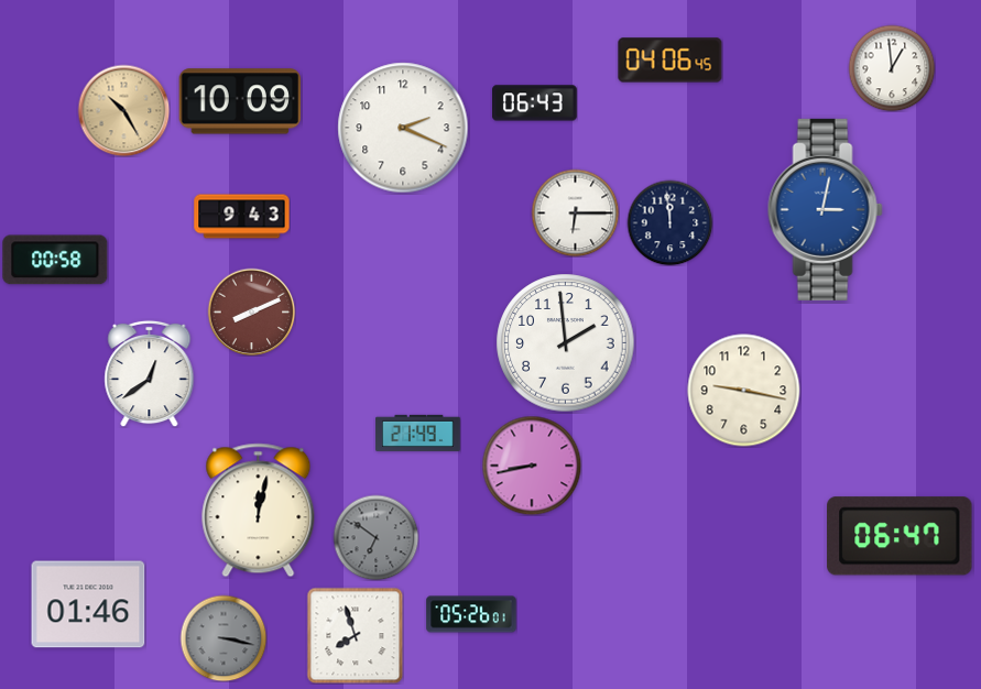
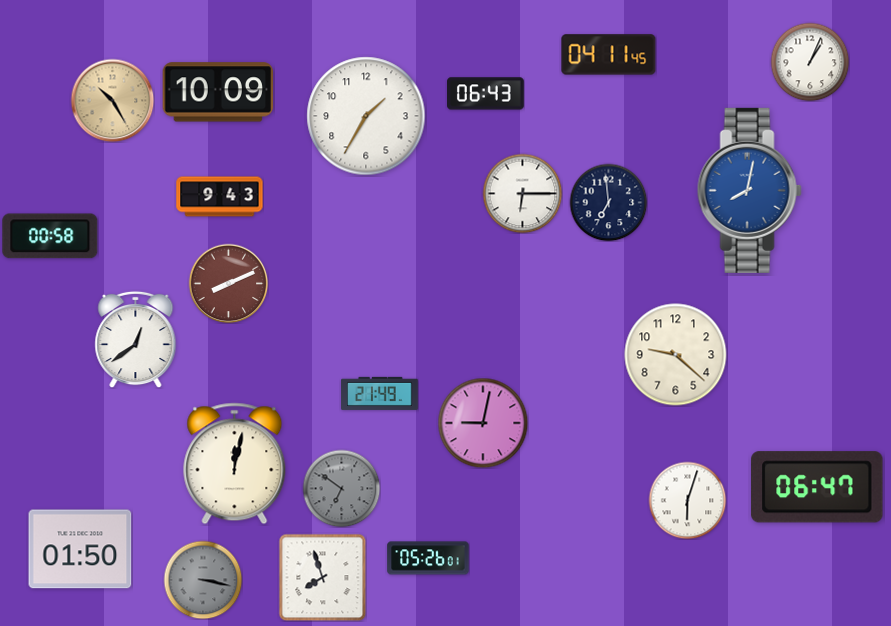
clock at (671, 61): 04:06 -> 04:11
clock at (892, 68): 12:59 -> 1:04
clock at (403, 128): 2:19 -> 1:35
clock at (825, 209): 3:02 -> 8:02
clock at (669, 222): 11:59 -> 6:59
clock at (566, 343): 1:59 -> none
clock at (744, 391): 9:17 -> 9:22
clock at (532, 466): 8:43 -> 9:02
clock at (687, 500): none -> 6:03
clock at (88, 604): 01:46 -> 01:50
